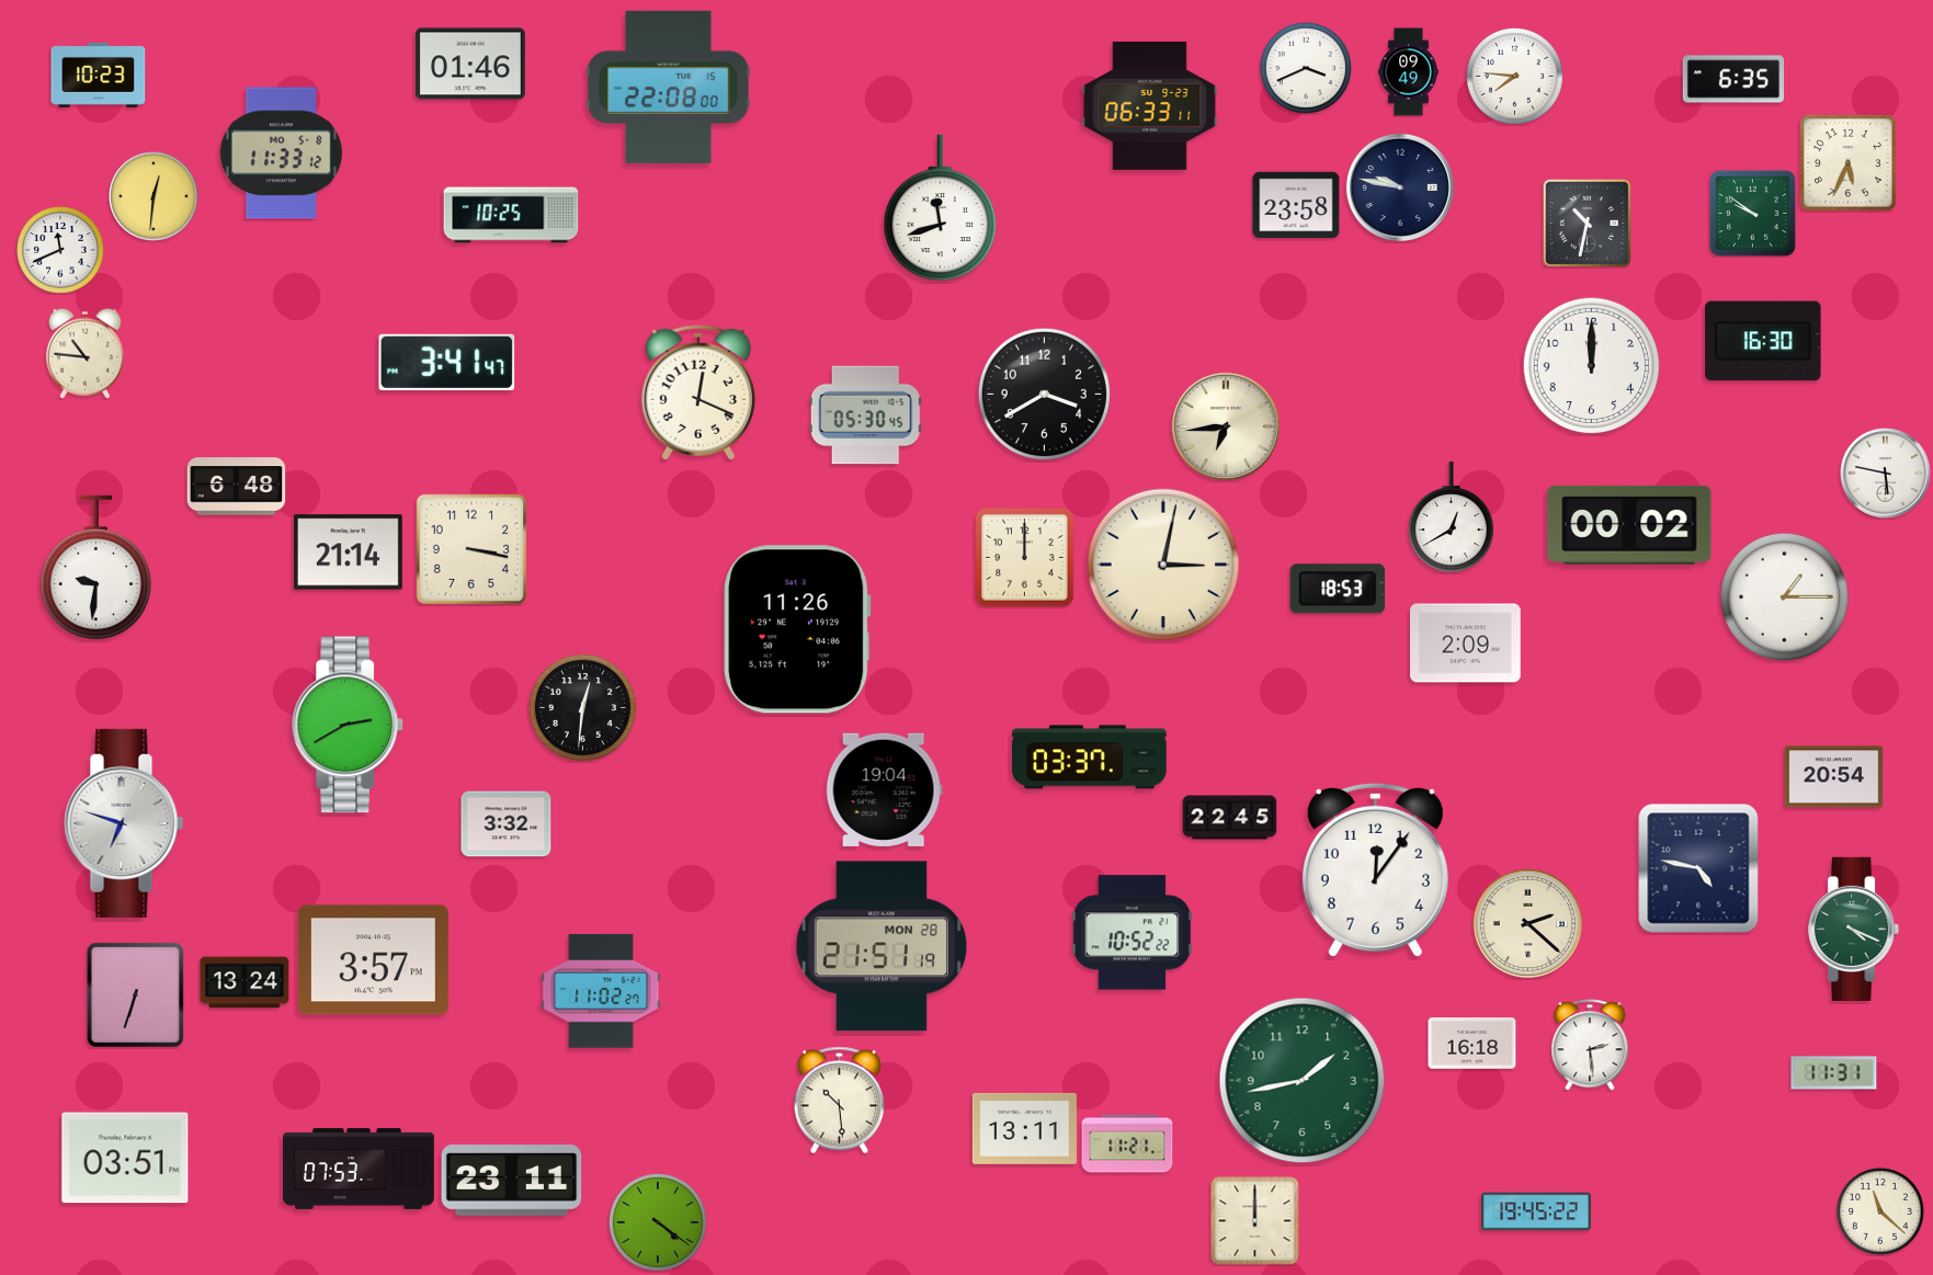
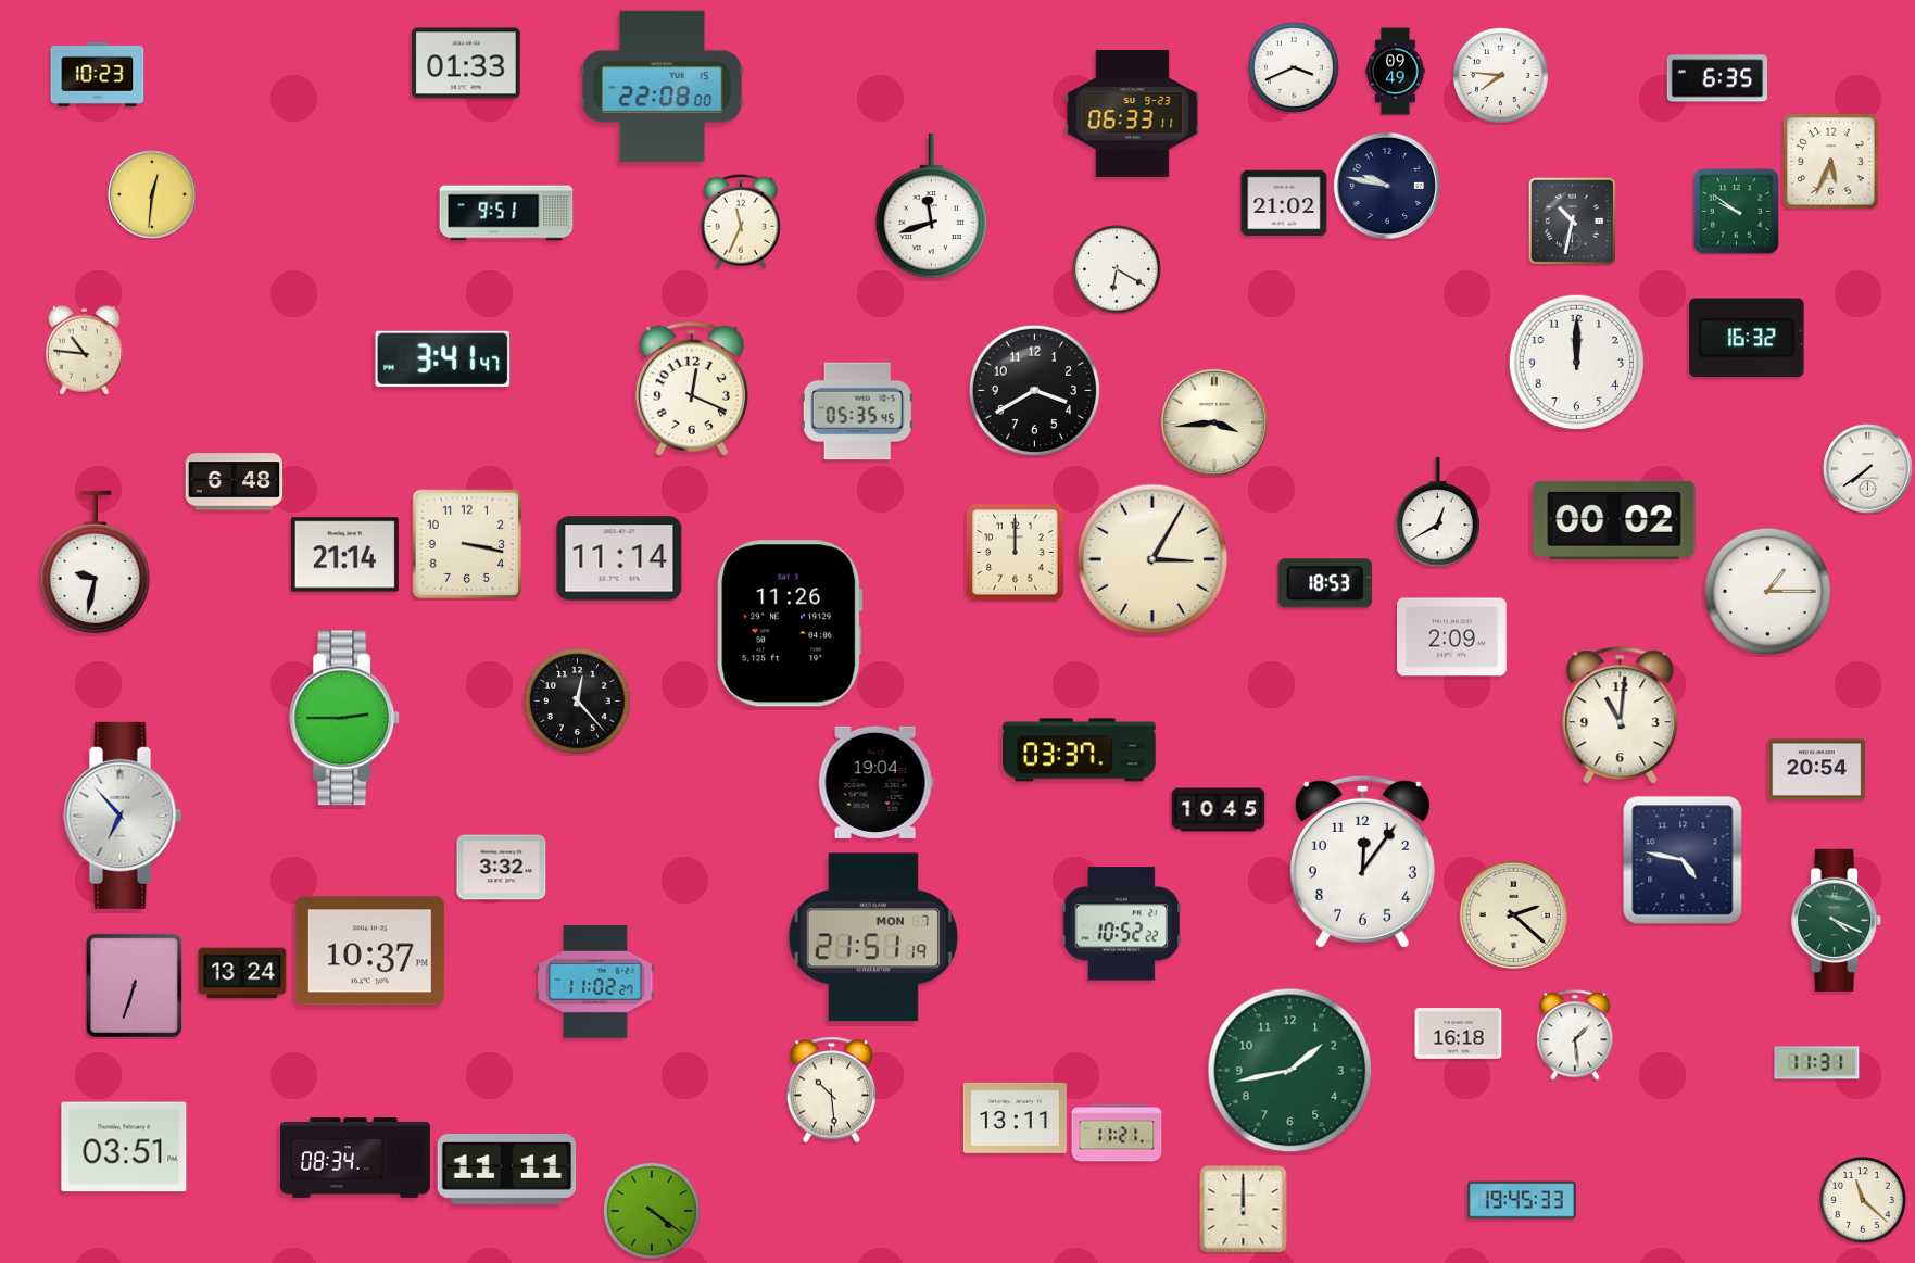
clock at (471, 64): 01:46 -> 01:33
clock at (1150, 105) position: (1150, 105) -> (1133, 113)
clock at (281, 153): 11:33 -> none
clock at (1296, 205): 23:58 -> 21:02
clock at (511, 215): 10:25 -> 9:51
clock at (741, 222): none -> 11:34
clock at (61, 251): 11:41 -> none
clock at (1118, 270): none -> 6:20
clock at (1763, 341): 16:30 -> 16:32
clock at (865, 415): 05:30 -> 05:35
clock at (1225, 425): 6:44 -> 3:44
clock at (1886, 474): 5:47 -> 7:39
clock at (348, 553) position: (348, 553) -> (344, 555)
clock at (619, 558): none -> 11:14
clock at (1163, 565): 3:02 -> 3:05
clock at (95, 568): 9:31 -> 9:32
clock at (582, 707): 12:31 -> 12:23
clock at (1621, 716): none -> 11:01
clock at (349, 725): 2:40 -> 2:45
clock at (1230, 818): 22:45 -> 10:45
clock at (124, 823): 6:48 -> 6:53
clock at (507, 824) position: (507, 824) -> (502, 868)
clock at (880, 946) date: MON 28 -> MON 7
clock at (373, 960): 3:57 -> 10:37
clock at (1590, 1045): 2:29 -> 1:29
clock at (360, 1170): 07:53 -> 08:34
clock at (512, 1181): 23:11 -> 11:11
clock at (1537, 1211): 19:45:22 -> 19:45:33
